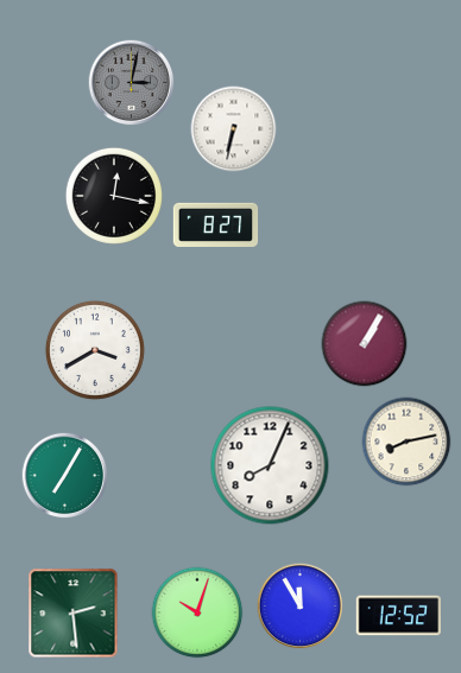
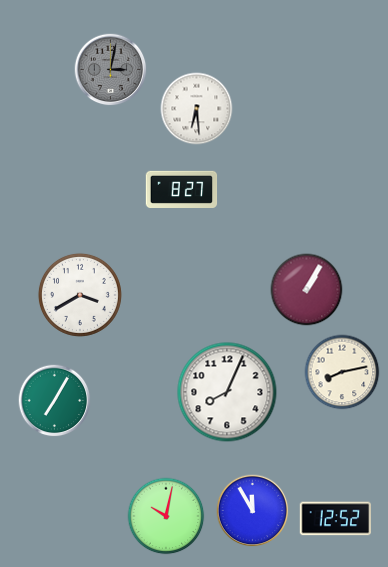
clock at (234, 129): 6:32 -> 6:29
clock at (114, 196): 12:17 -> none
clock at (197, 612): 10:03 -> 10:02
clock at (74, 614): 2:29 -> none
